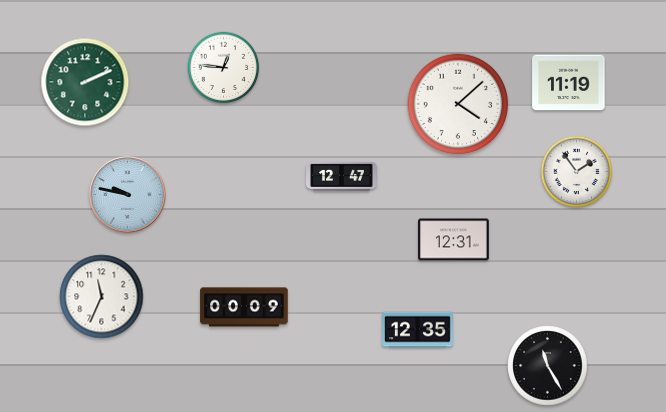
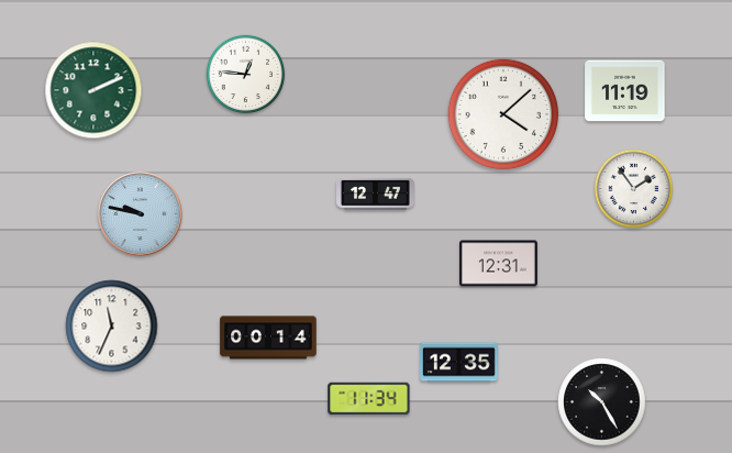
clock at (244, 307): 00:09 -> 00:14
clock at (369, 399): none -> 11:34
clock at (548, 366): 11:25 -> 10:25
